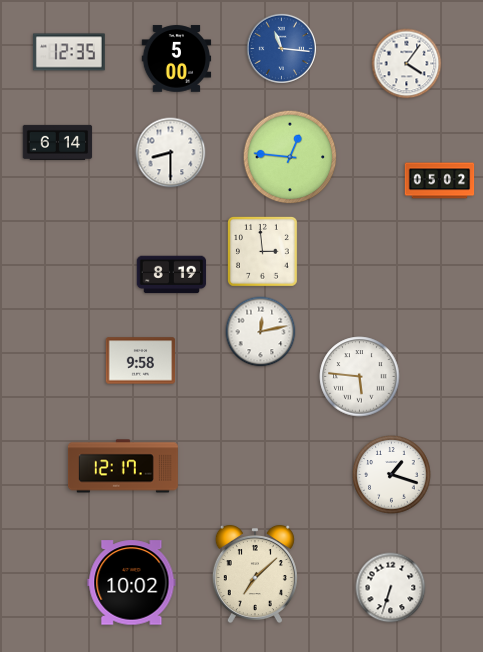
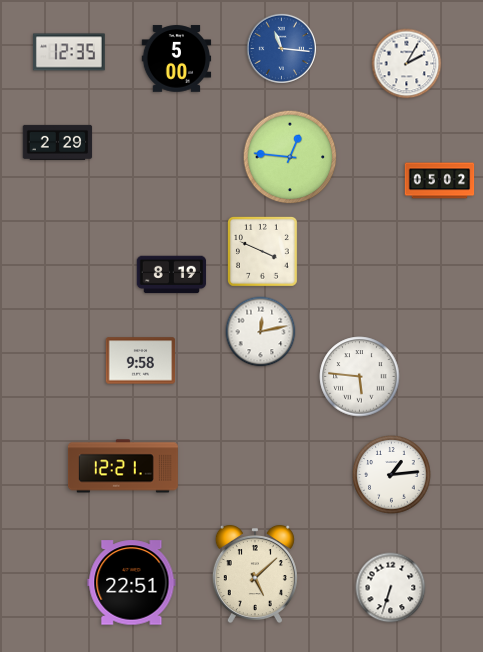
clock at (407, 64): 4:06 -> 2:05
clock at (58, 142): 6:14 -> 2:29
clock at (171, 153): 8:30 -> none
clock at (262, 251): 2:59 -> 3:49
clock at (123, 466): 12:17 -> 12:21
clock at (392, 475): 1:18 -> 1:14
clock at (255, 574): 7:08 -> 5:08
clock at (132, 583): 10:02 -> 22:51
